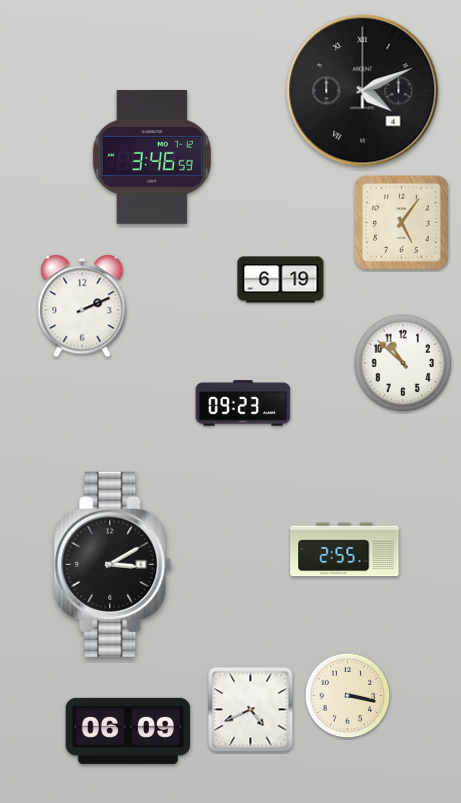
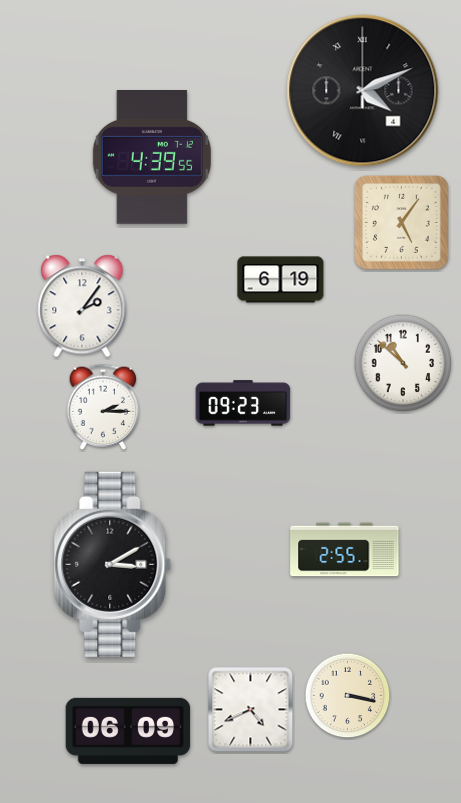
clock at (152, 158): 3:46 -> 4:39
clock at (82, 306): 2:11 -> 2:06
clock at (103, 407): none -> 2:15
